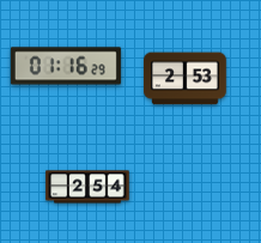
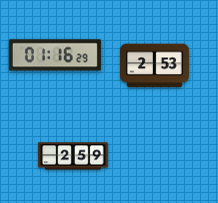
clock at (87, 187): 2:54 -> 2:59
